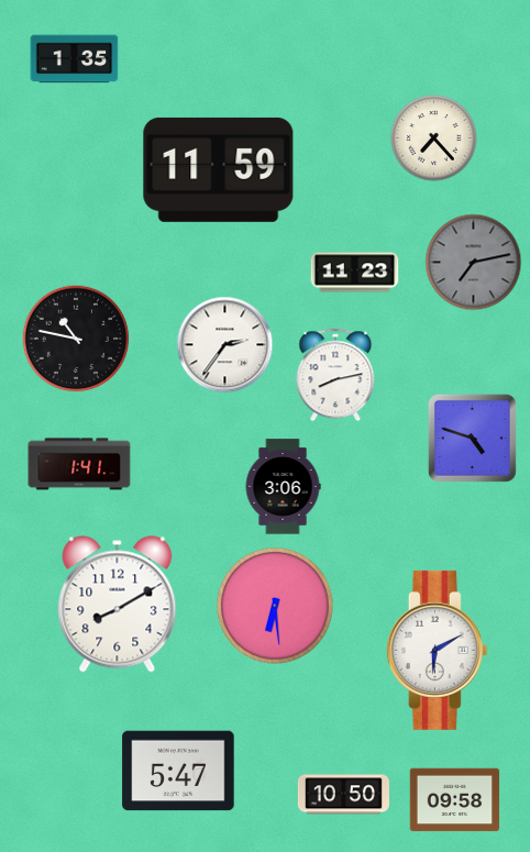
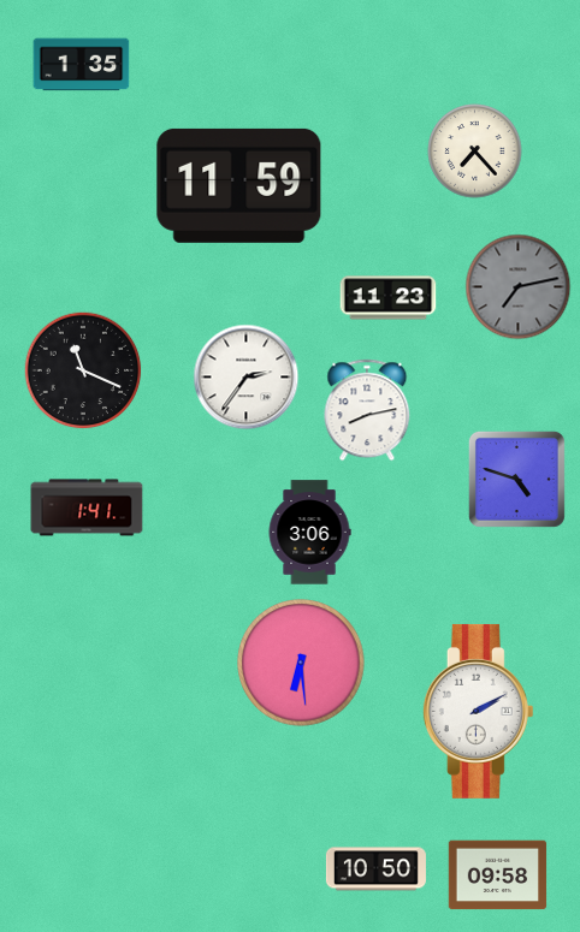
clock at (76, 339): 10:47 -> 11:19
clock at (118, 605): 8:10 -> none
clock at (437, 650): 6:10 -> 2:10
clock at (178, 771): 5:47 -> none
